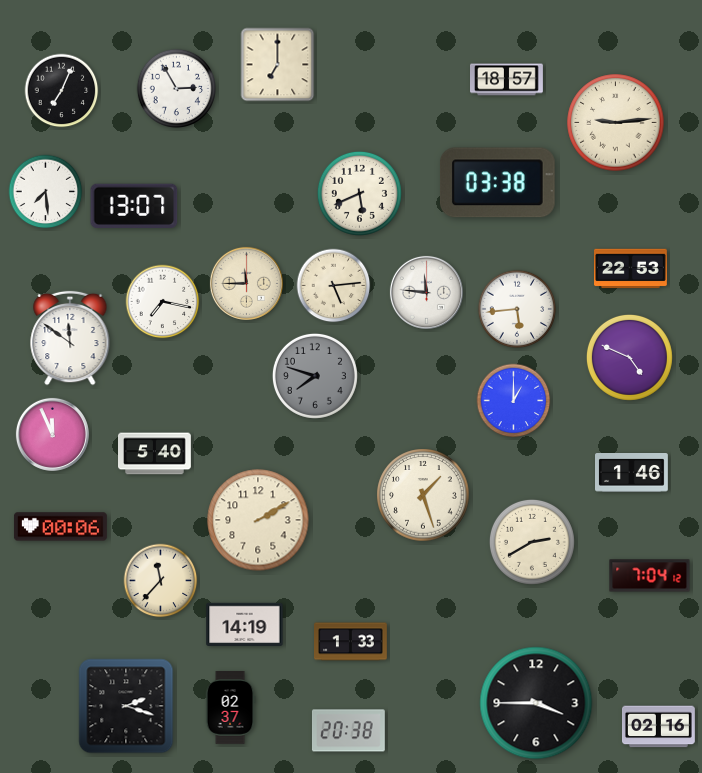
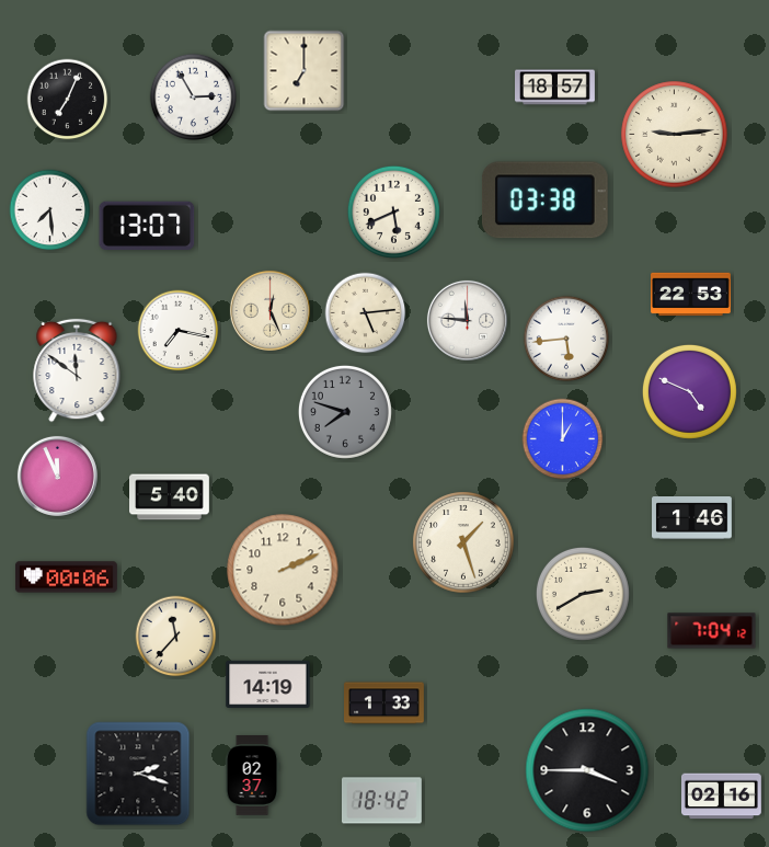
clock at (246, 283): 11:45 -> 12:26
clock at (258, 520): 2:10 -> 2:11
clock at (348, 731): 20:38 -> 18:42
